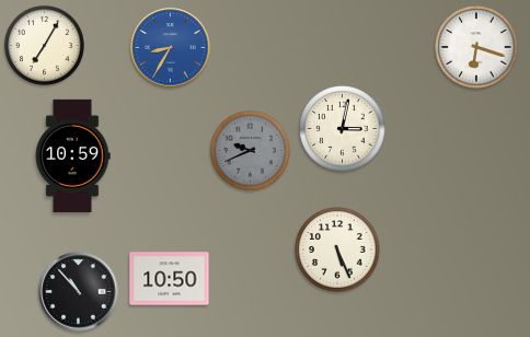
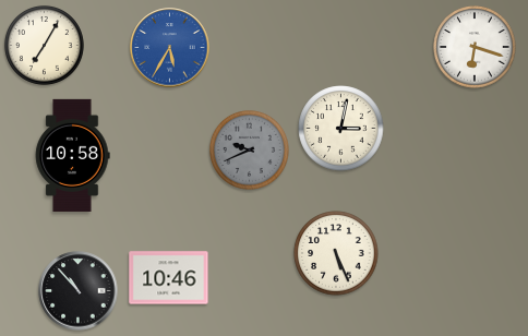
clock at (171, 48): 8:35 -> 5:35
clock at (72, 155): 10:59 -> 10:58
clock at (337, 249) position: (337, 249) -> (336, 253)
clock at (170, 279): 10:50 -> 10:46
